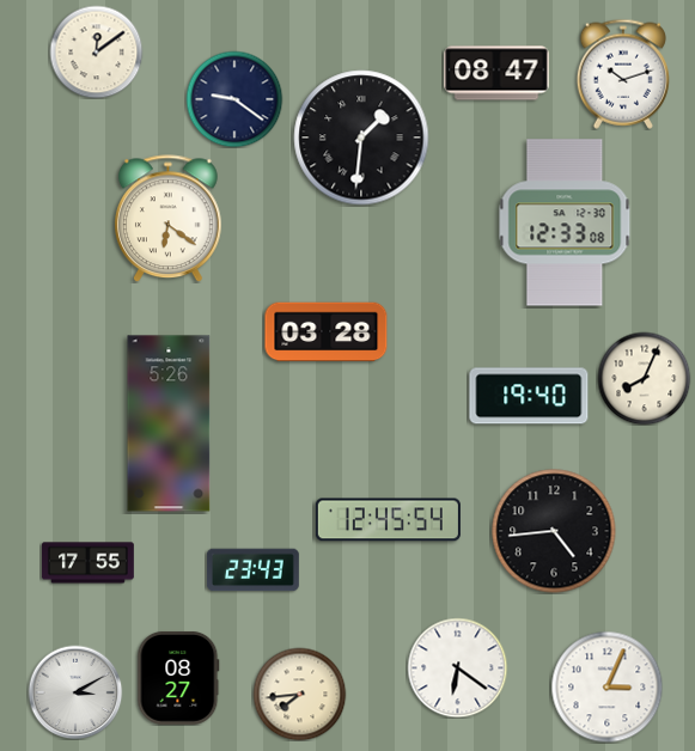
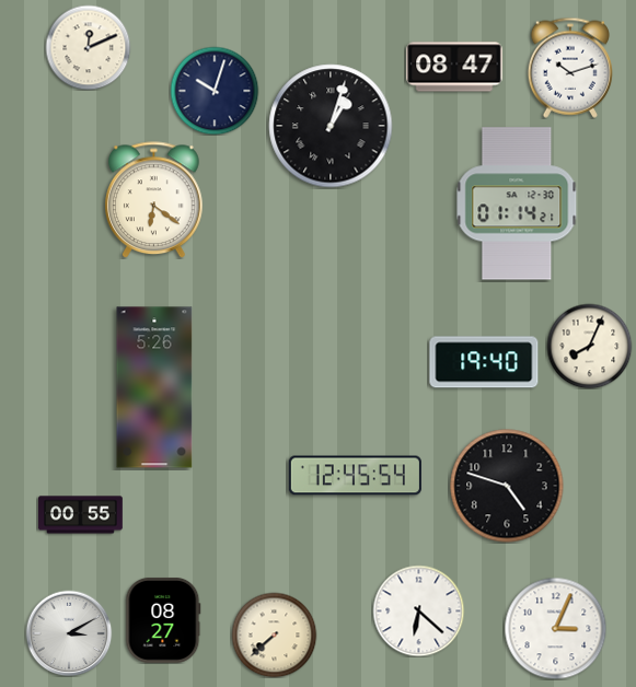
clock at (96, 51): 12:09 -> 12:11
clock at (234, 99): 9:21 -> 10:03
clock at (361, 138): 1:31 -> 1:03
clock at (565, 222): 12:33 -> 01:14
clock at (327, 332): 03:28 -> none
clock at (554, 531): 4:44 -> 4:48
clock at (87, 563): 17:55 -> 00:55
clock at (252, 570): 23:43 -> none
clock at (457, 667): 6:21 -> 6:22
clock at (299, 694): 7:44 -> 7:38
